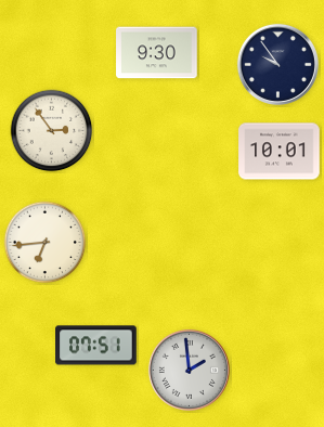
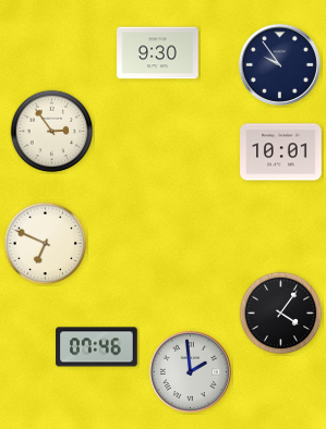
clock at (46, 243): 6:44 -> 6:49
clock at (281, 314): none -> 4:06
clock at (96, 346): 07:51 -> 07:46
